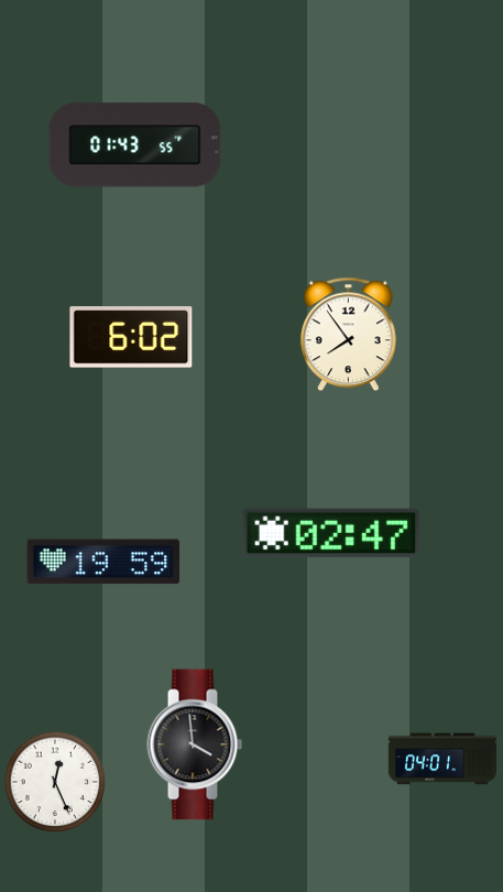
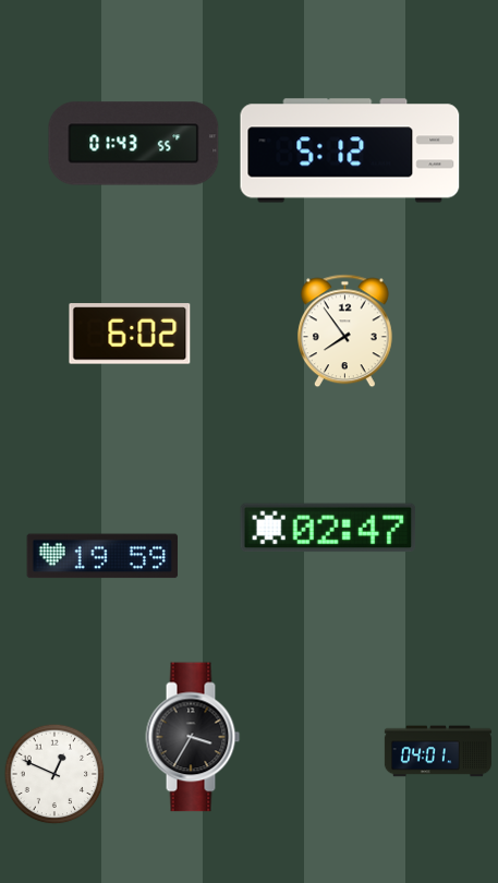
clock at (350, 150): none -> 5:12
clock at (195, 744): 3:59 -> 3:35
clock at (55, 782): 12:26 -> 12:49
